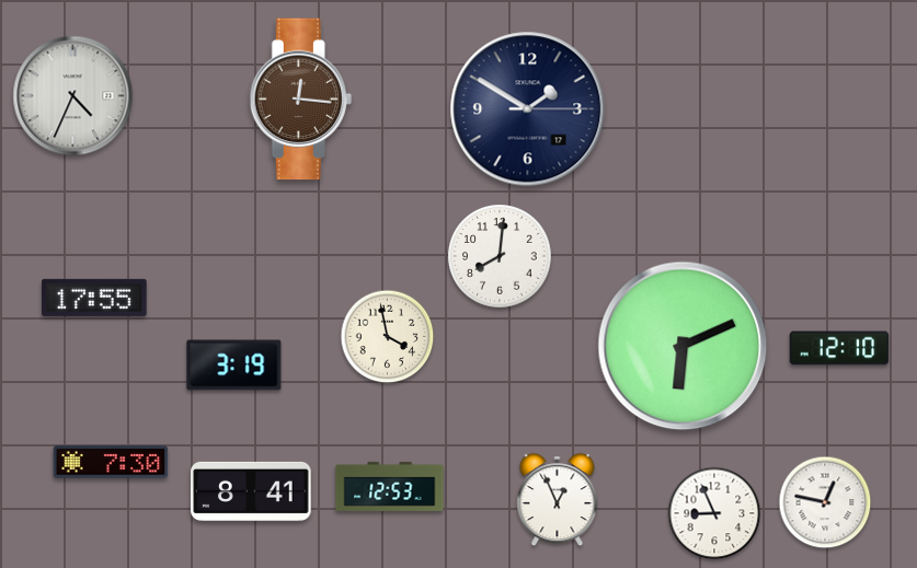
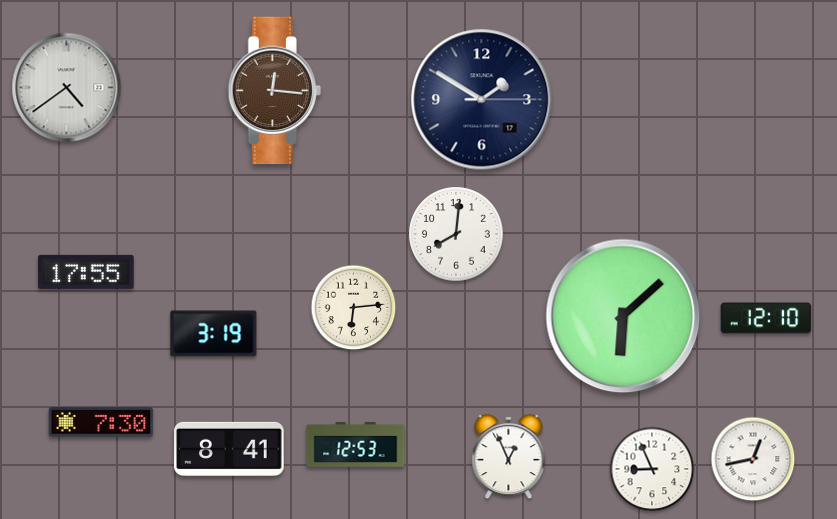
clock at (73, 96): 4:34 -> 4:39
clock at (388, 337): 3:58 -> 6:14
clock at (683, 346): 6:11 -> 6:08
clock at (825, 502): 12:47 -> 12:43
